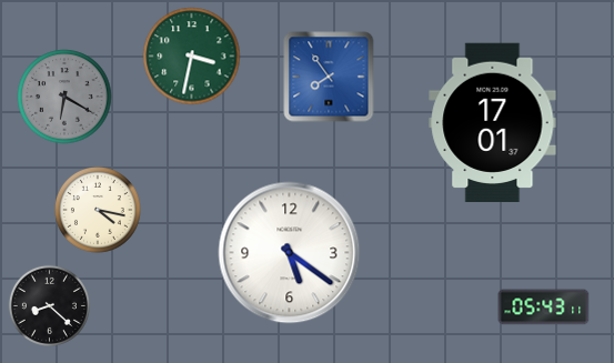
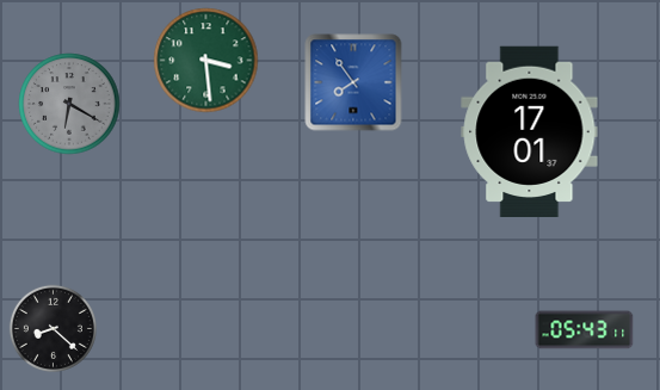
clock at (192, 57): 3:32 -> 3:29
clock at (98, 210): 4:17 -> none
clock at (290, 253): 5:21 -> none
